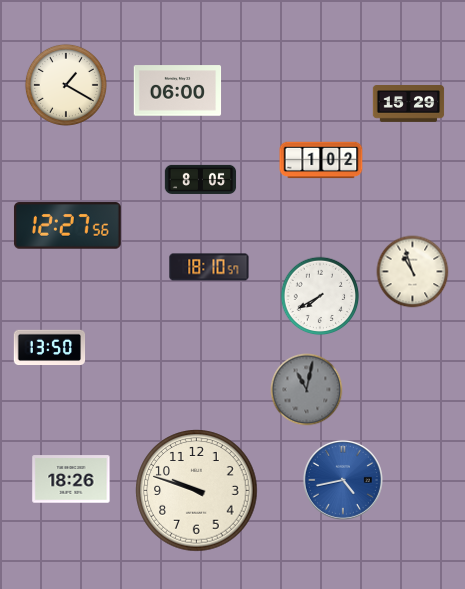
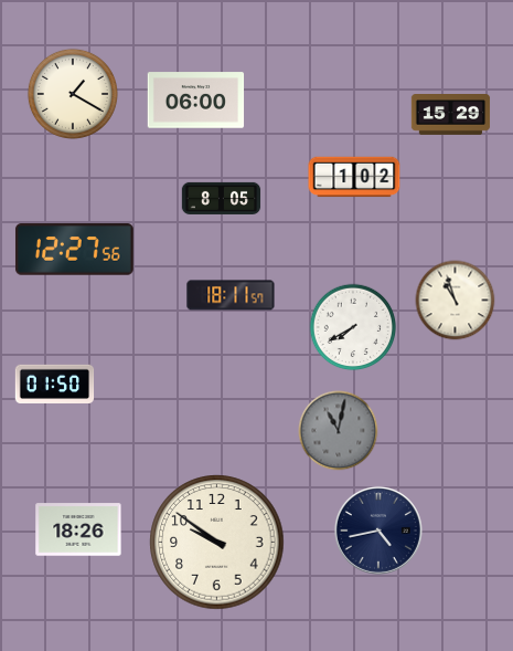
clock at (209, 267): 18:10 -> 18:11
clock at (50, 347): 13:50 -> 01:50
clock at (343, 480) dial: blue -> navy
clock at (197, 491): 9:48 -> 9:51
